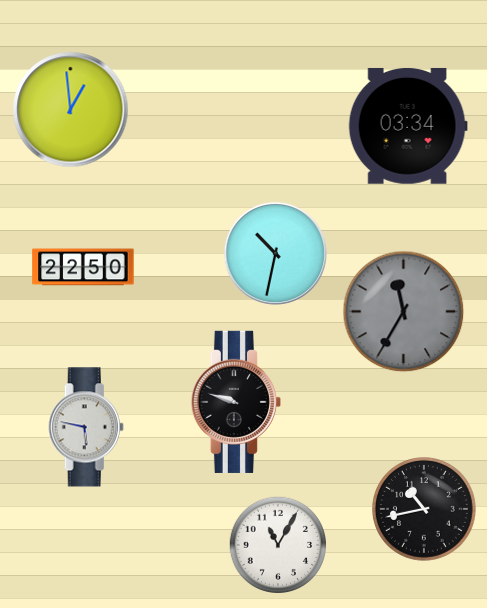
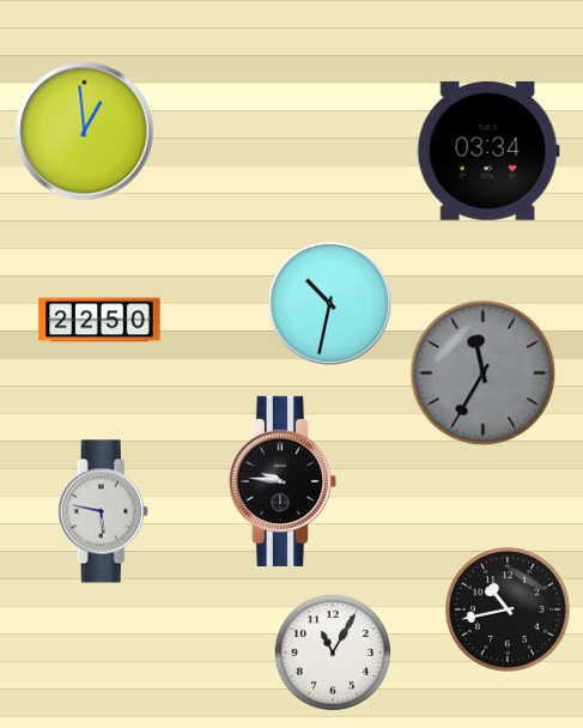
clock at (236, 402): 9:48 -> 9:46
